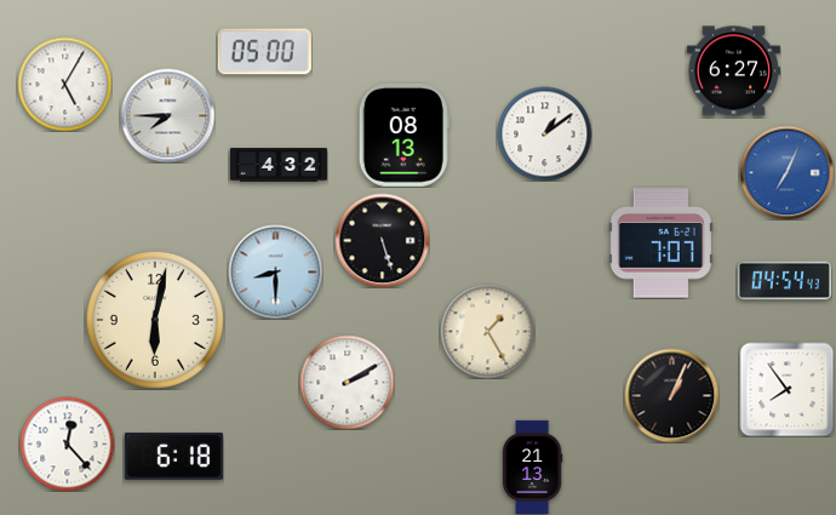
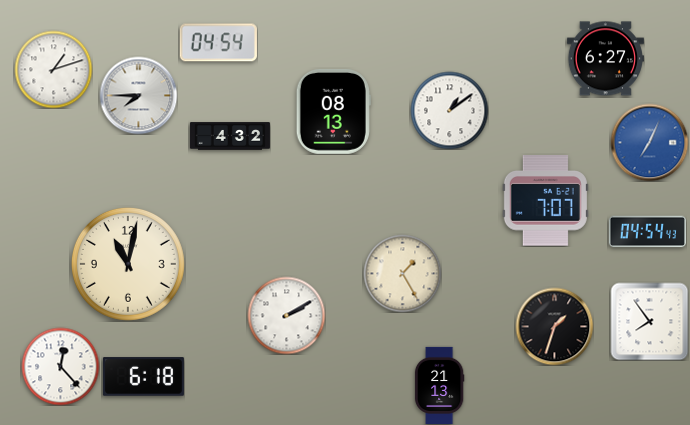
clock at (264, 52): 05:00 -> 04:54
clock at (64, 84): 5:05 -> 1:12
clock at (382, 240): 5:27 -> none
clock at (275, 271): 8:30 -> none
clock at (155, 320): 6:02 -> 11:02
clock at (671, 395): 1:04 -> 1:33
clock at (67, 444) position: (67, 444) -> (60, 366)
